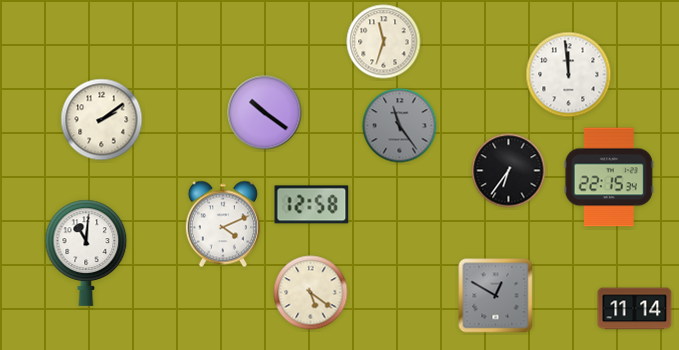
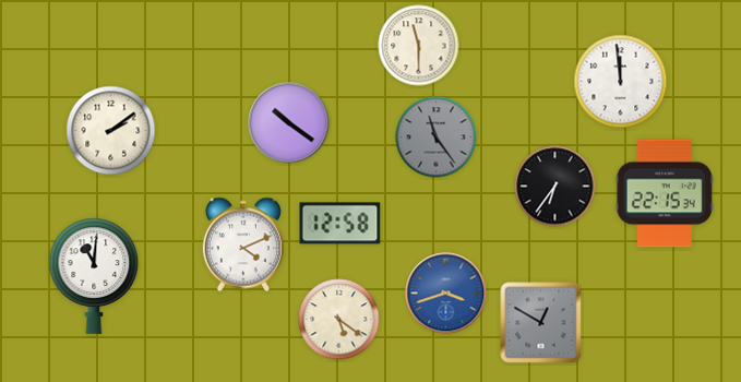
clock at (384, 42): 11:33 -> 11:30
clock at (446, 294): none -> 3:42
clock at (635, 309): 11:14 -> none
